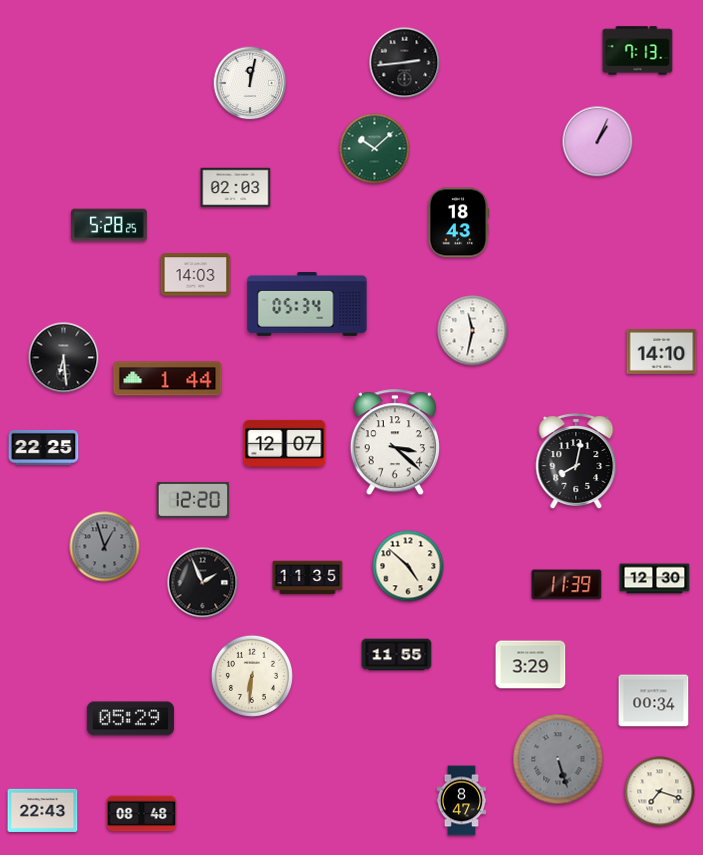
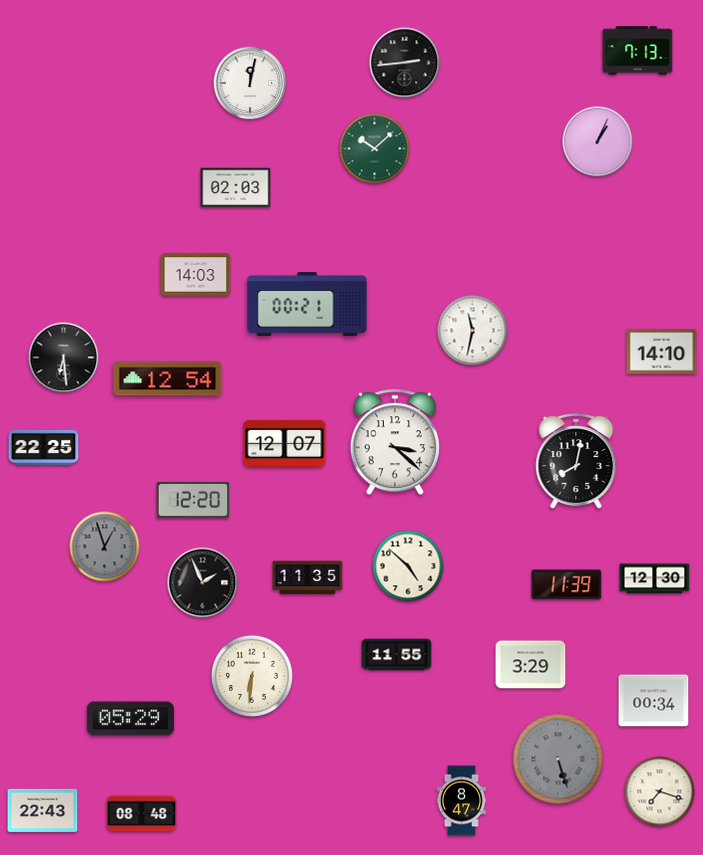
clock at (458, 223): 18:43 -> none
clock at (110, 225): 5:28 -> none
clock at (307, 304): 05:34 -> 00:21
clock at (168, 379): 1:44 -> 12:54
